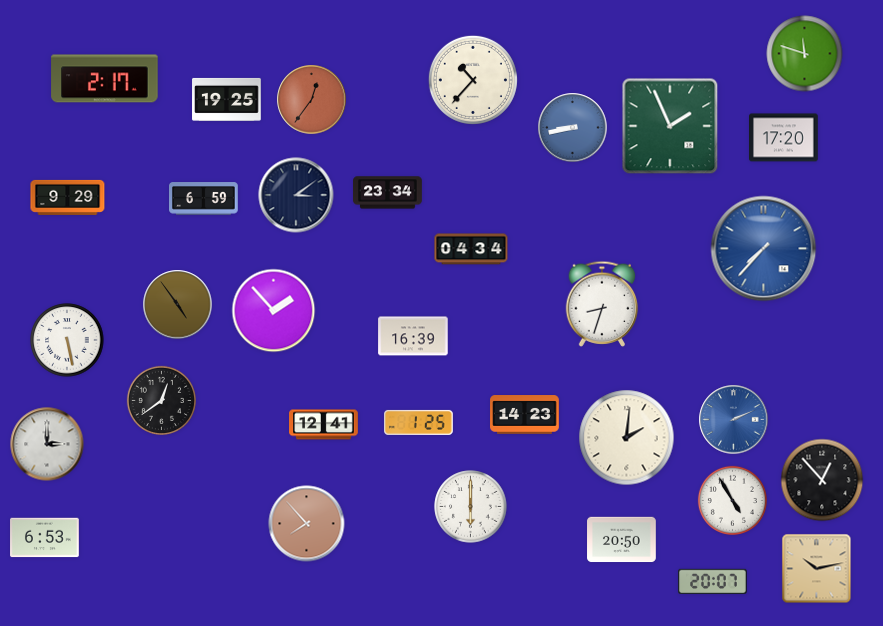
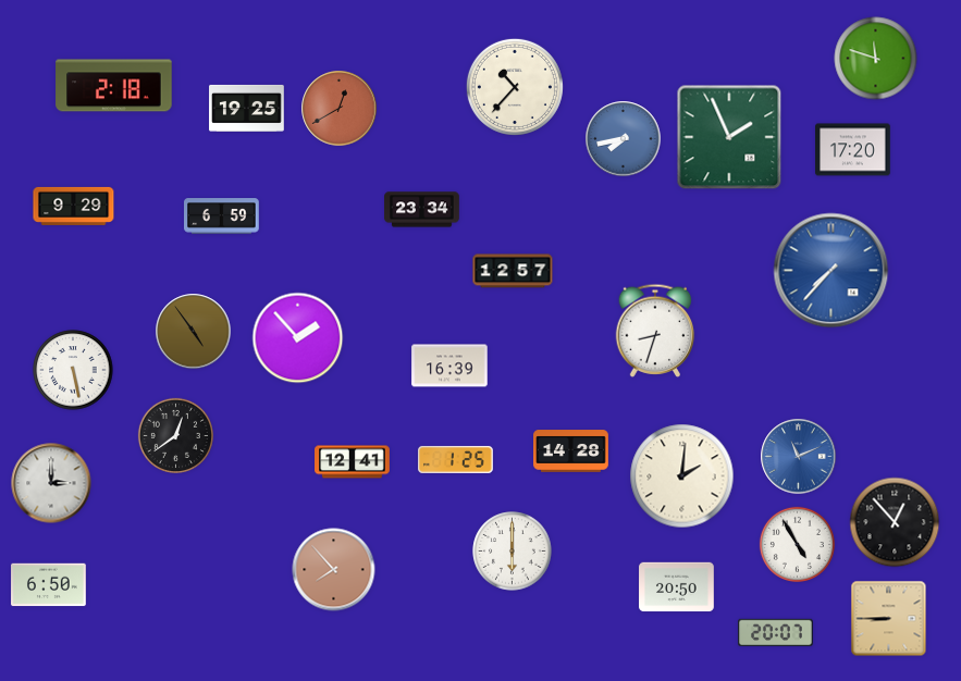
clock at (105, 79): 2:17 -> 2:18
clock at (312, 100): 12:36 -> 12:40
clock at (573, 128): 8:43 -> 7:43
clock at (296, 195): 3:09 -> none
clock at (68, 197) position: (68, 197) -> (74, 206)
clock at (471, 249): 04:34 -> 12:57
clock at (525, 415): 14:23 -> 14:28
clock at (734, 420): 2:11 -> 11:11
clock at (45, 538): 6:53 -> 6:50
clock at (817, 569): 10:13 -> 8:45
